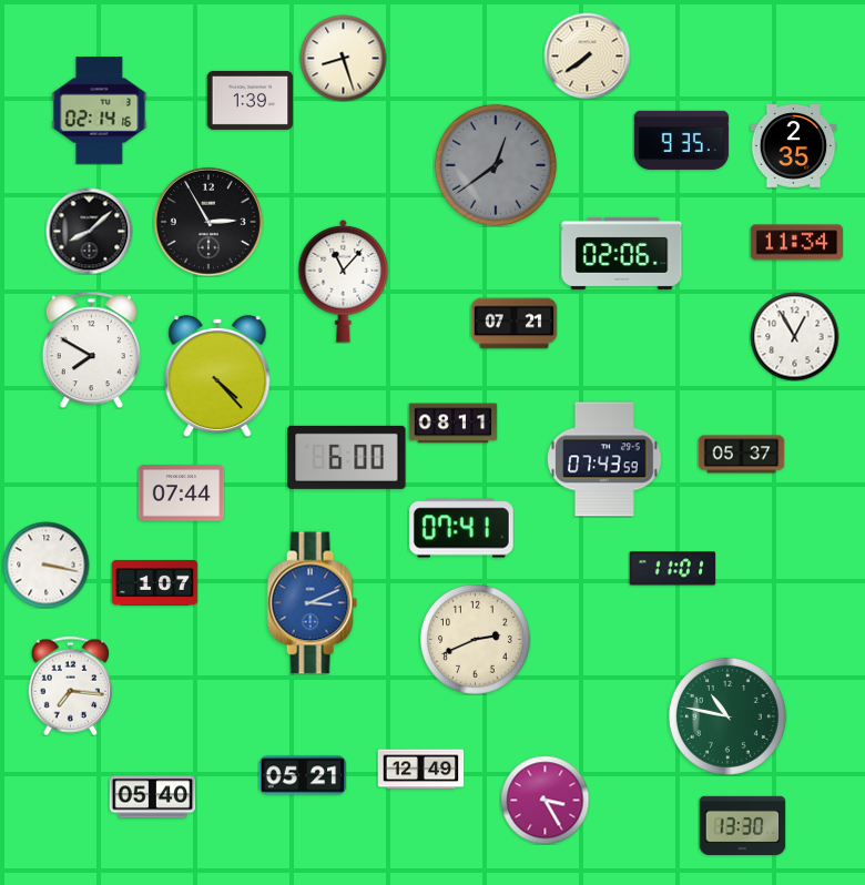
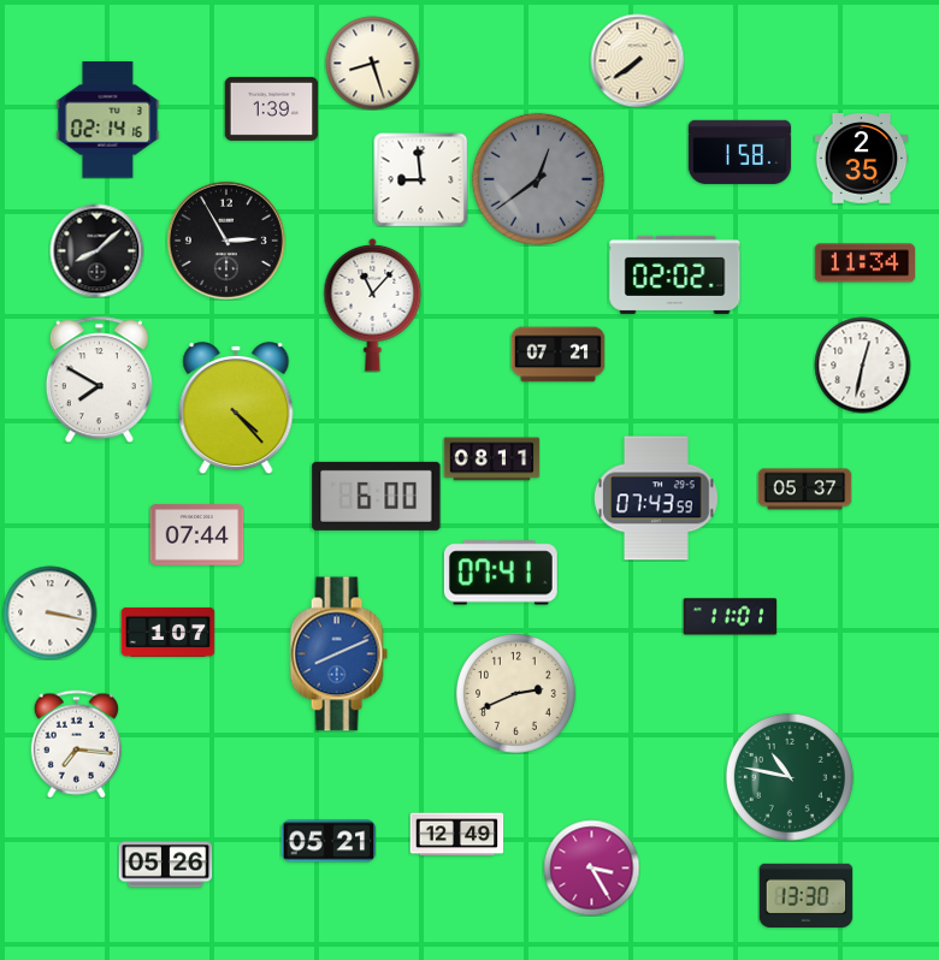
clock at (681, 140): 9:35 -> 1:58
clock at (420, 179): none -> 8:59
clock at (622, 253): 02:06 -> 02:02
clock at (513, 324) position: (513, 324) -> (557, 355)
clock at (794, 336): 12:55 -> 12:32
clock at (741, 455) position: (741, 455) -> (804, 490)
clock at (312, 603): 3:11 -> 8:11
clock at (152, 797): 05:40 -> 05:26
